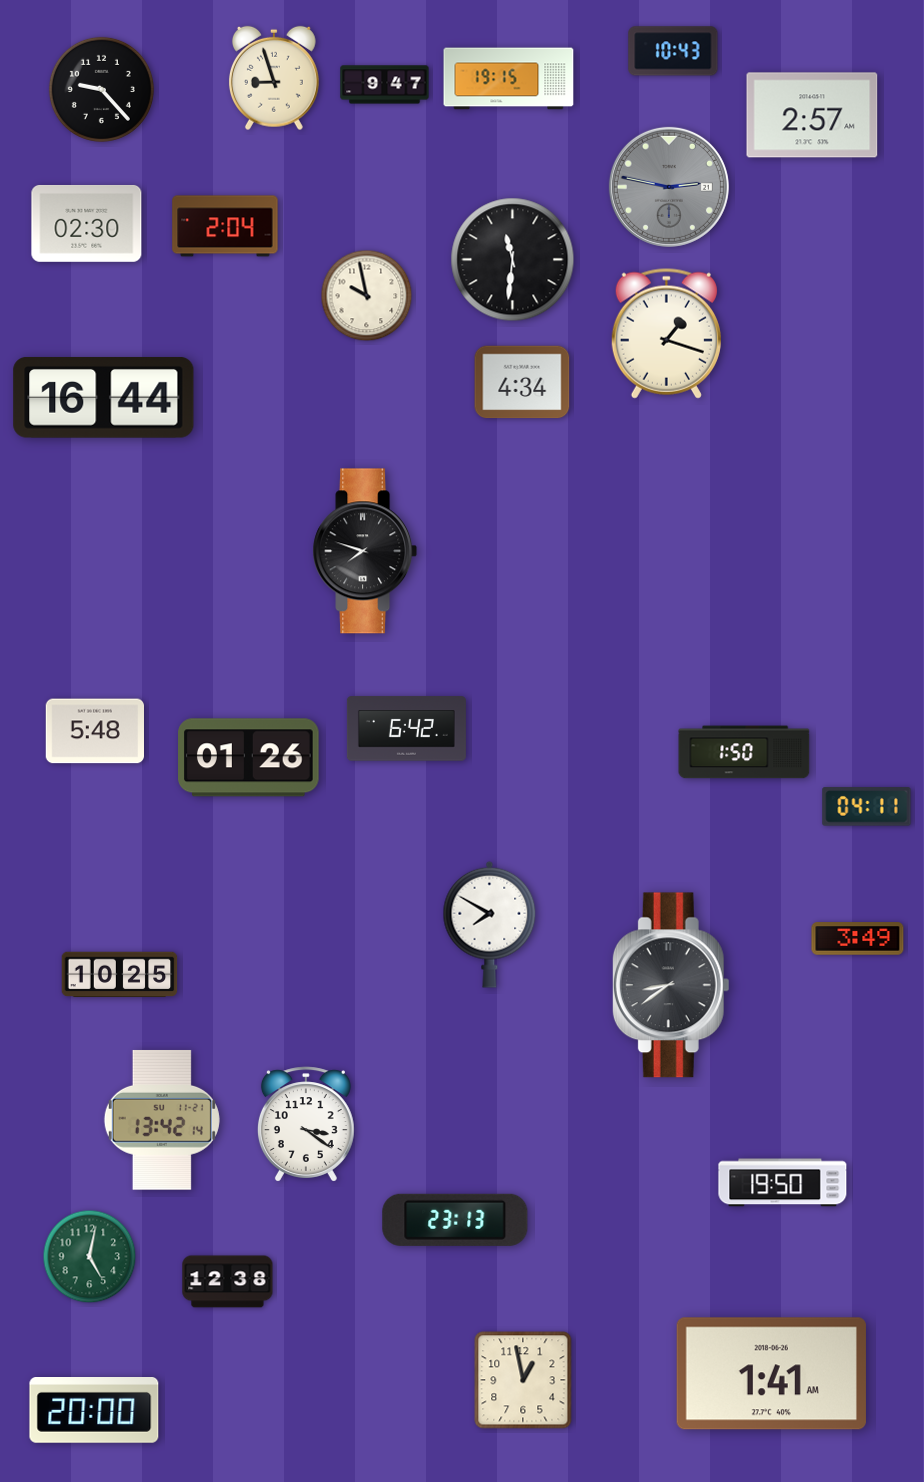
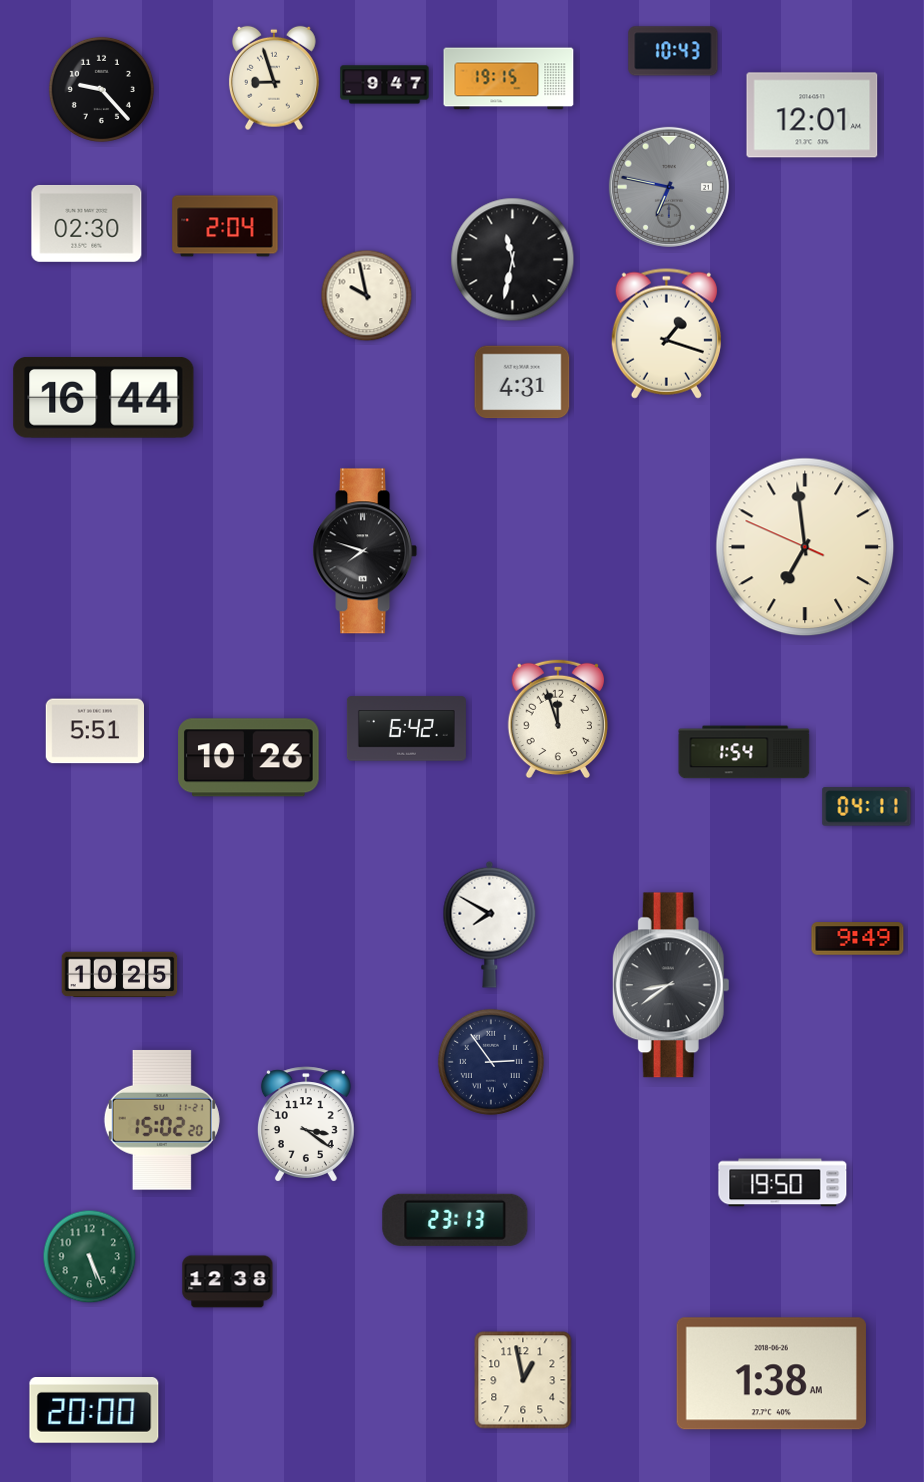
clock at (812, 115): 2:57 -> 12:01
clock at (669, 187): 2:47 -> 6:47
clock at (513, 260): 11:31 -> 11:32
clock at (522, 382): 4:34 -> 4:31
clock at (805, 547): none -> 6:58
clock at (558, 719): none -> 11:57
clock at (94, 731): 5:48 -> 5:51
clock at (744, 752): 1:50 -> 1:54
clock at (249, 758): 01:26 -> 10:26
clock at (858, 939): 3:49 -> 9:49
clock at (491, 1062): none -> 2:54
clock at (162, 1120): 13:42 -> 15:02
clock at (90, 1257): 5:02 -> 5:26
clock at (771, 1374): 1:41 -> 1:38
